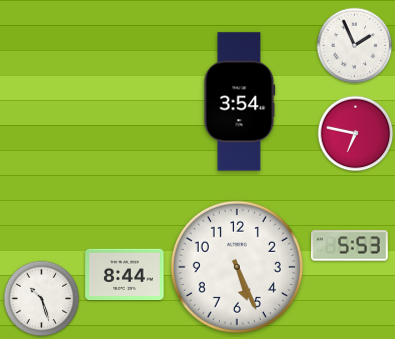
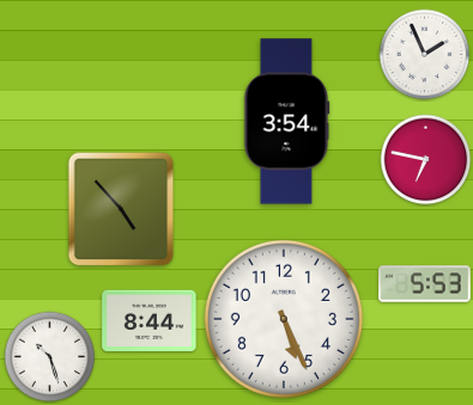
clock at (121, 209): none -> 4:53
clock at (350, 246) position: (350, 246) -> (425, 284)
clock at (125, 275) position: (125, 275) -> (150, 321)
